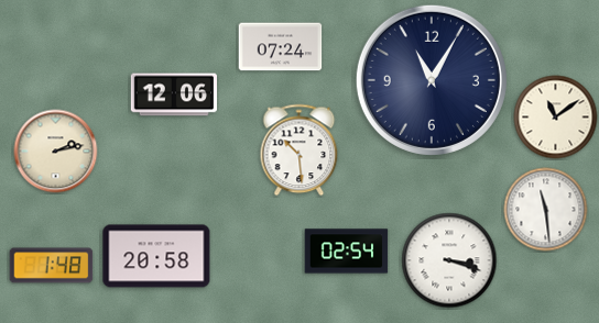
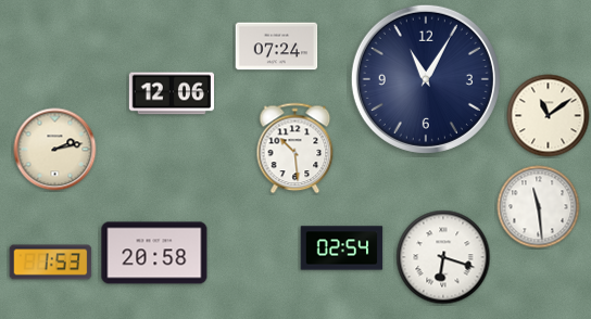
clock at (449, 260): 3:18 -> 6:18
clock at (52, 266): 1:48 -> 1:53
